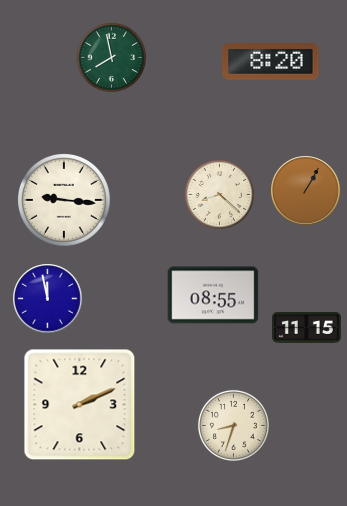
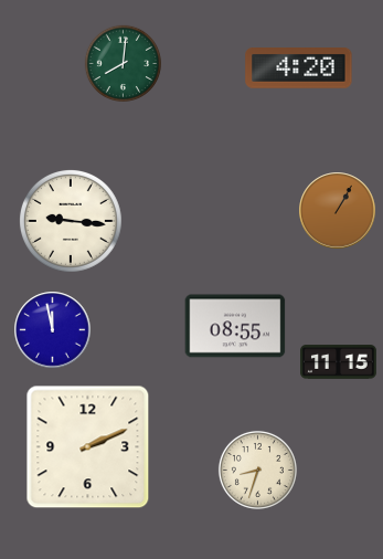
clock at (111, 57): 7:58 -> 8:01
clock at (271, 62): 8:20 -> 4:20
clock at (219, 194): 8:22 -> none
